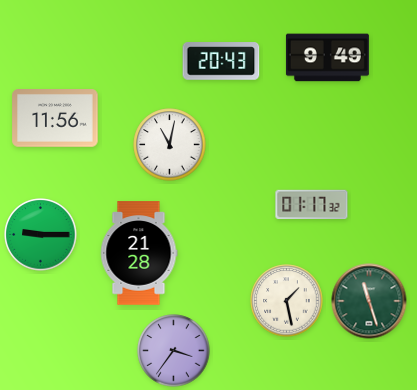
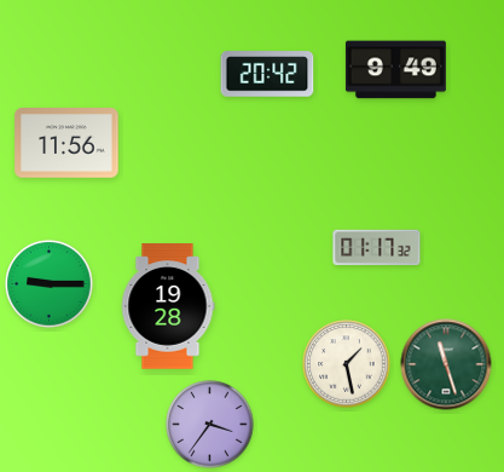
clock at (221, 61): 20:43 -> 20:42
clock at (170, 145): 11:02 -> none
clock at (139, 253): 21:28 -> 19:28
